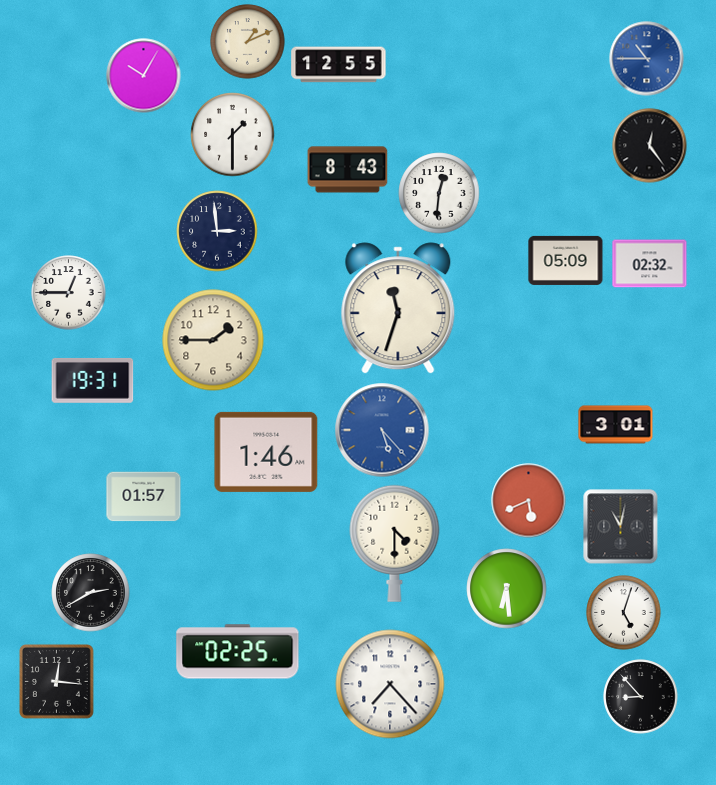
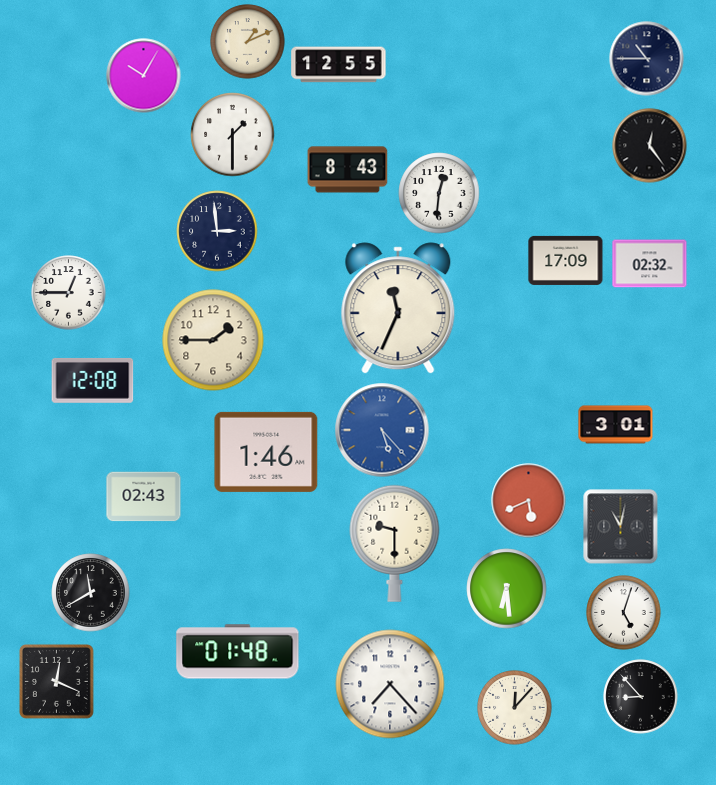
clock at (647, 59) dial: blue -> navy
clock at (566, 260): 05:09 -> 17:09
clock at (398, 308): 11:33 -> 11:34
clock at (93, 380): 19:31 -> 12:08
clock at (144, 497): 01:57 -> 02:43
clock at (395, 543): 4:30 -> 9:30
clock at (91, 593): 2:40 -> 11:40
clock at (238, 652): 02:25 -> 01:48
clock at (56, 681): 12:16 -> 12:19
clock at (515, 708): none -> 12:07
